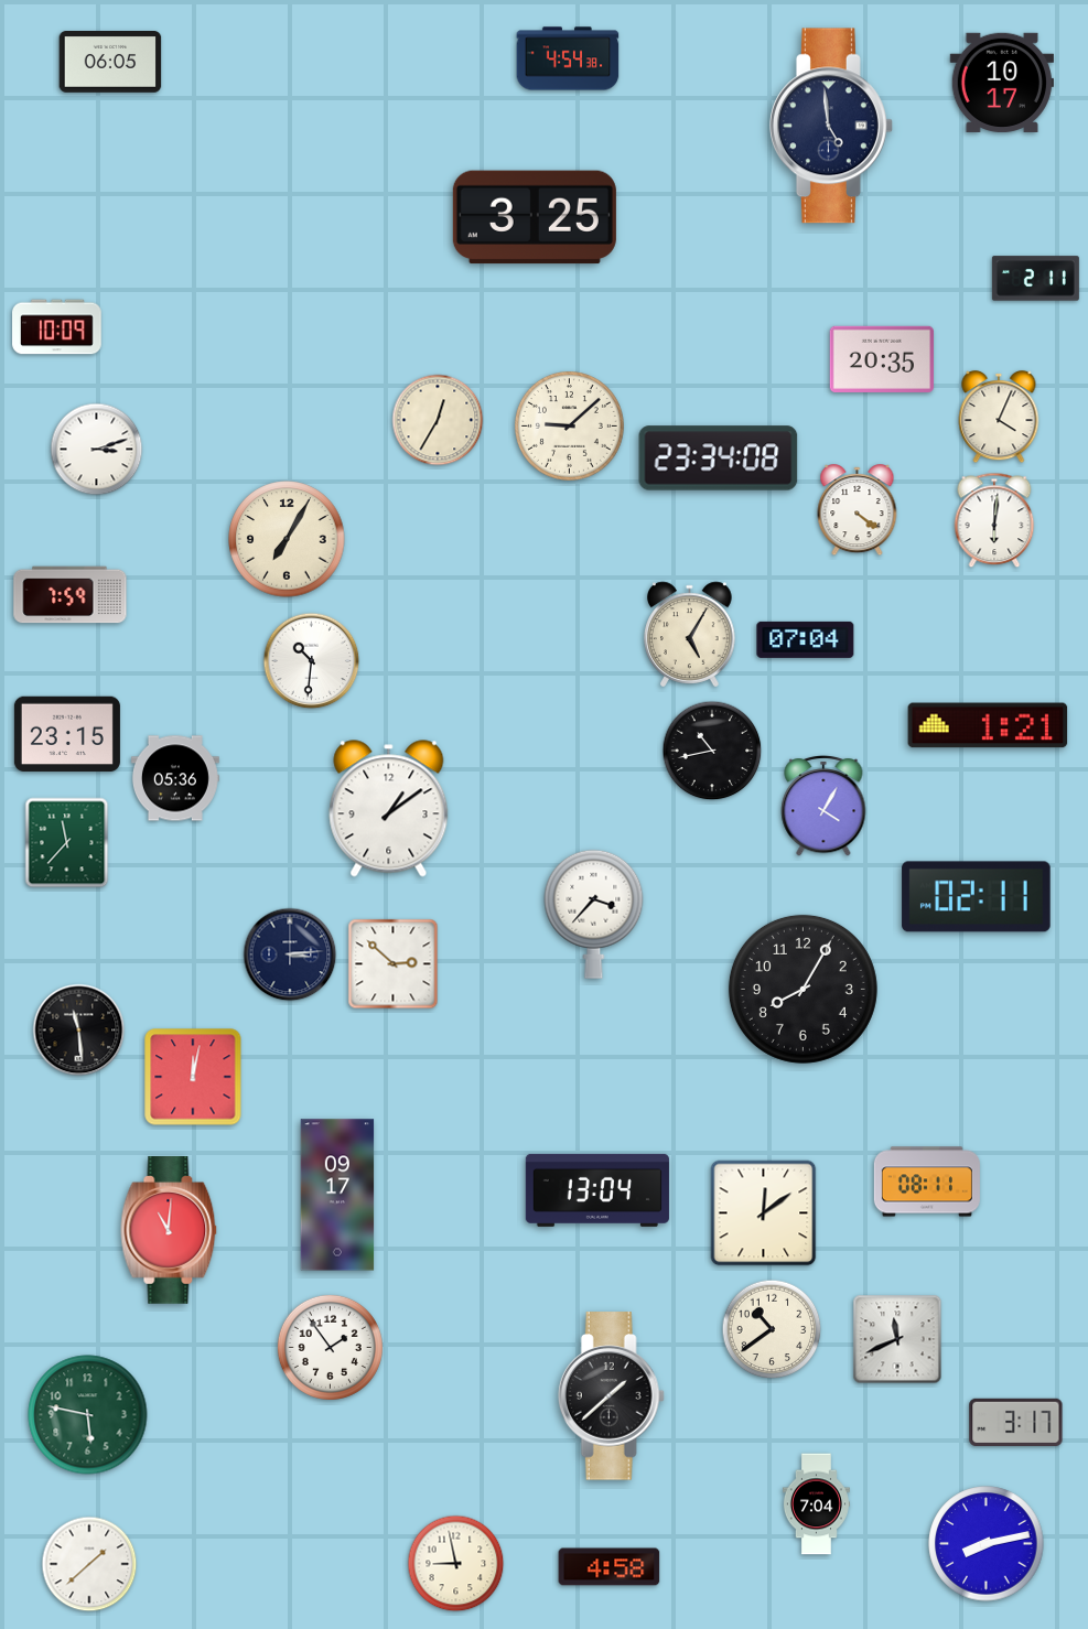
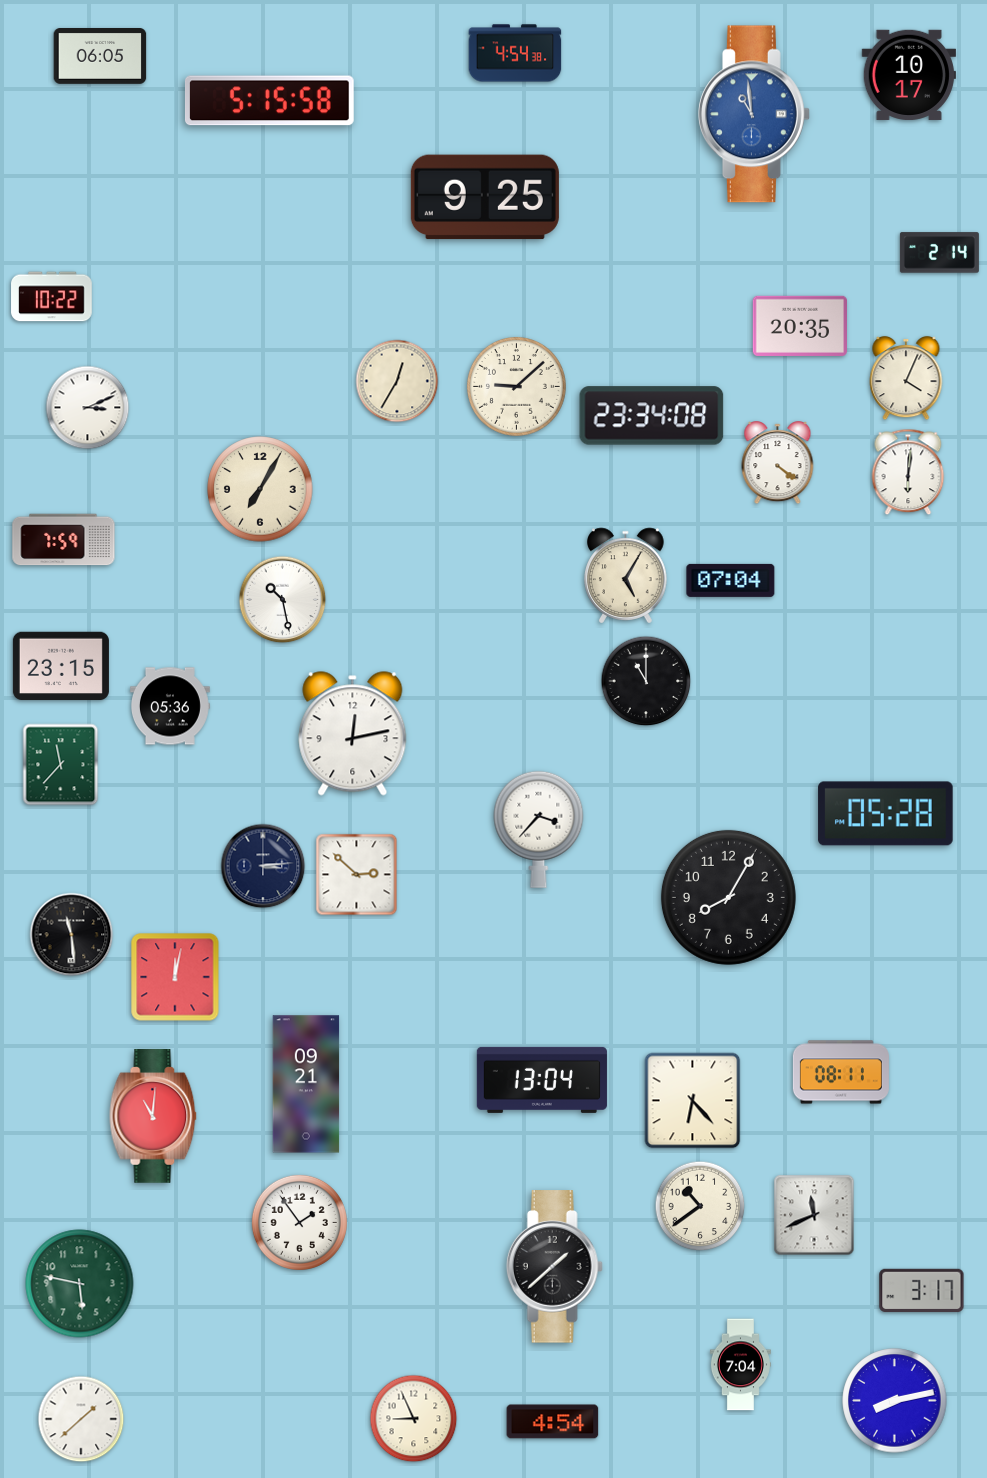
clock at (269, 101): none -> 5:15
clock at (831, 126): 4:59 -> 10:59
clock at (831, 126) dial: navy -> blue
clock at (535, 217): 3:25 -> 9:25
clock at (1035, 279): 2:11 -> 2:14
clock at (57, 327): 10:09 -> 10:22
clock at (97, 450): 3:12 -> 3:11
clock at (994, 520) position: (994, 520) -> (908, 472)
clock at (312, 661): 10:31 -> 10:28
clock at (988, 725): 1:21 -> none
clock at (712, 751): 10:43 -> 11:00
clock at (175, 778) position: (175, 778) -> (170, 706)
clock at (823, 806): 4:05 -> none
clock at (389, 809): 1:09 -> 12:13
clock at (977, 897): 02:11 -> 05:28
clock at (337, 1195): 09:17 -> 09:21
clock at (764, 1213): 12:09 -> 6:23
clock at (456, 1564): 8:58 -> 8:56
clock at (610, 1567): 4:58 -> 4:54
